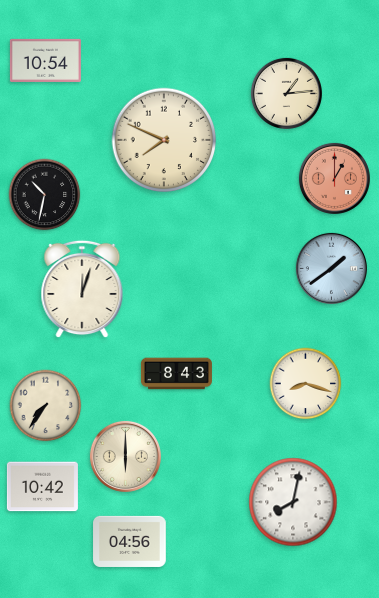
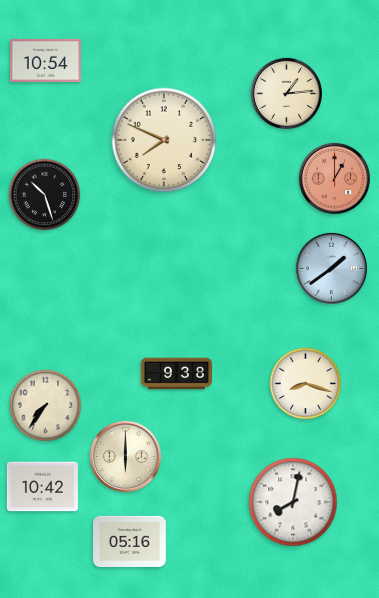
clock at (45, 195): 10:32 -> 10:27
clock at (82, 289): 12:03 -> none
clock at (176, 374): 8:43 -> 9:38
clock at (130, 541): 04:56 -> 05:16
